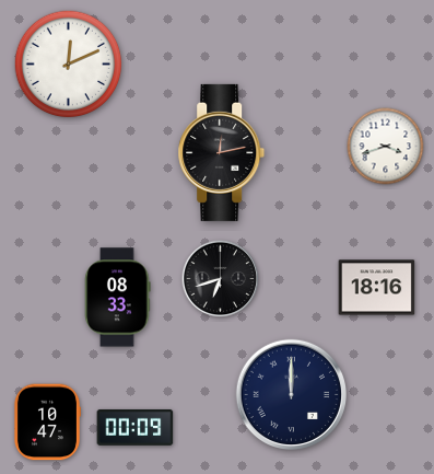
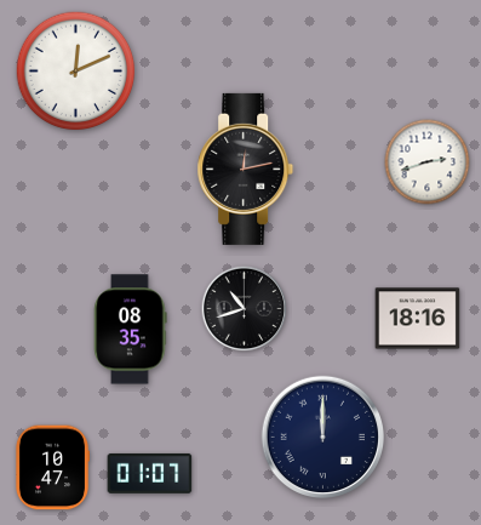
clock at (386, 147): 3:42 -> 2:42
clock at (221, 279): 6:42 -> 10:42
clock at (118, 298): 08:33 -> 08:35
clock at (136, 427): 00:09 -> 01:07
